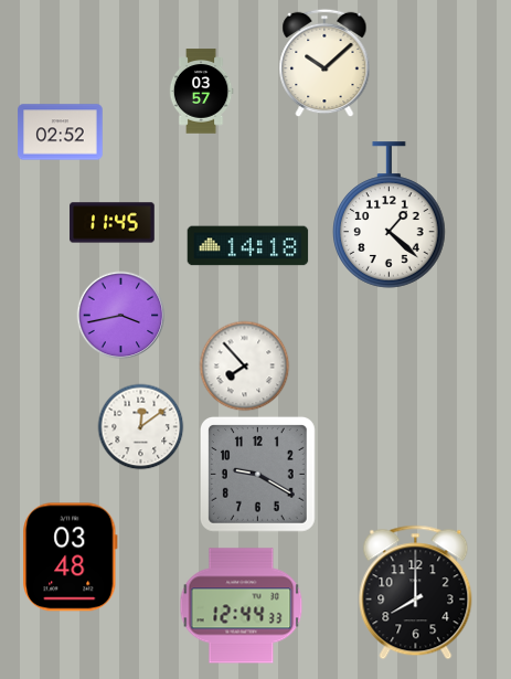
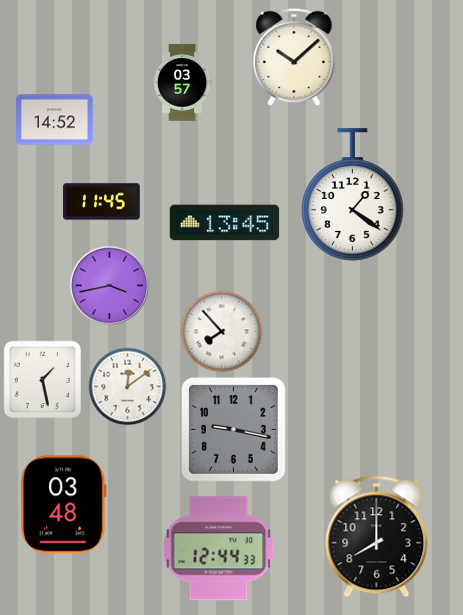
clock at (61, 132): 02:52 -> 14:52
clock at (390, 215): 1:22 -> 1:21
clock at (248, 246): 14:18 -> 13:45
clock at (42, 379): none -> 1:28
clock at (257, 474): 9:20 -> 9:17
